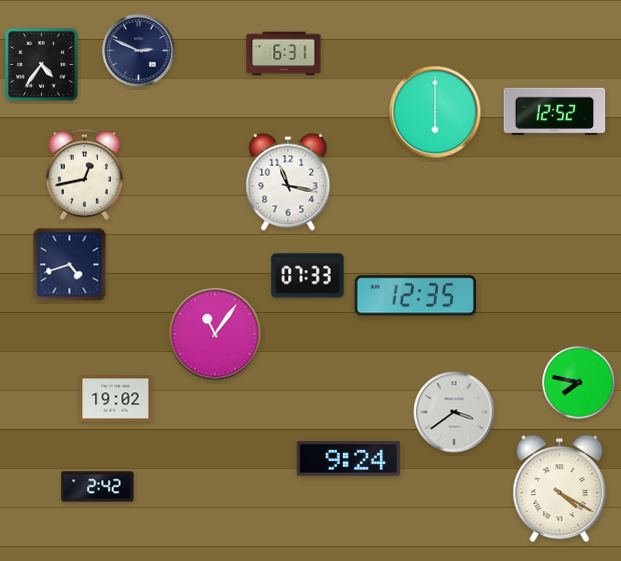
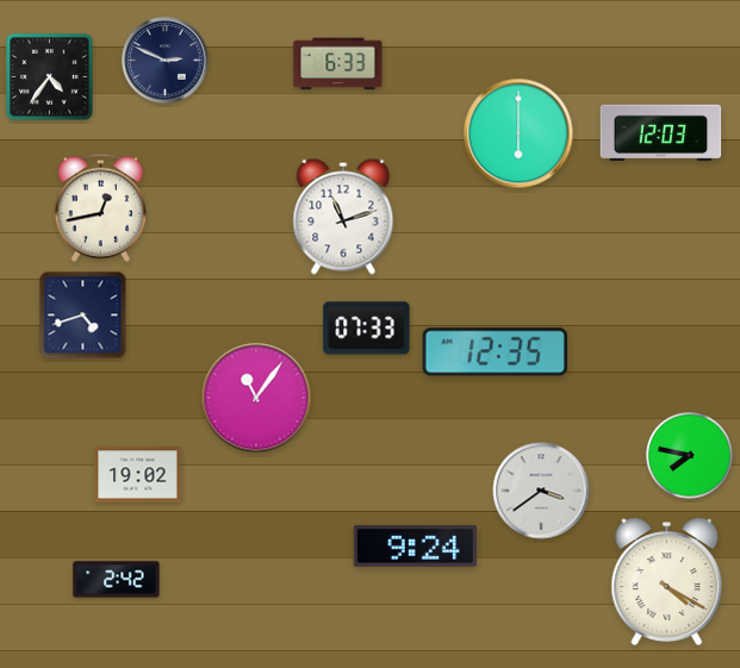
clock at (284, 54): 6:31 -> 6:33
clock at (555, 112): 12:52 -> 12:03
clock at (288, 182): 11:17 -> 11:12
